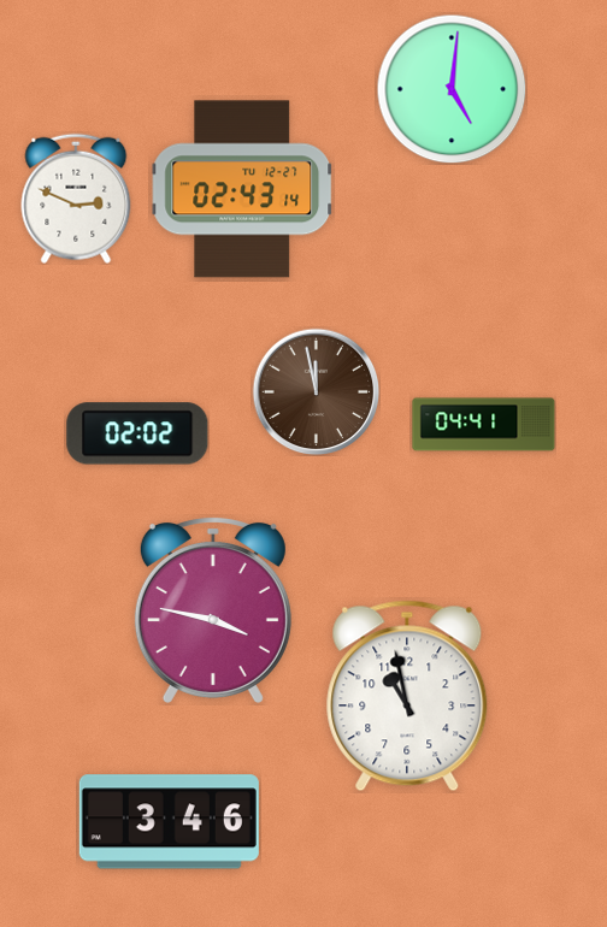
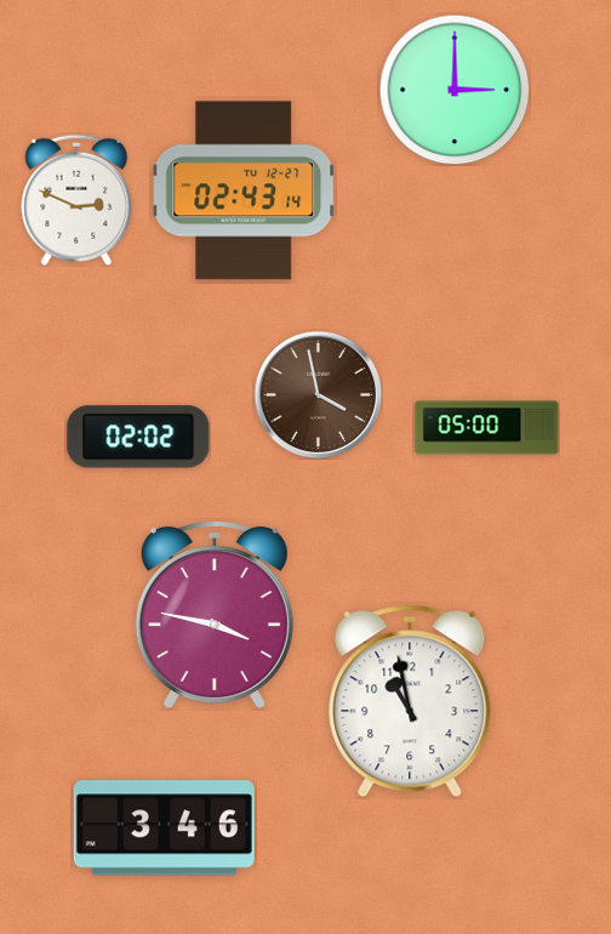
clock at (452, 89): 5:01 -> 3:00
clock at (316, 391): 11:58 -> 3:58
clock at (484, 425): 04:41 -> 05:00
clock at (169, 822) position: (169, 822) -> (164, 828)
